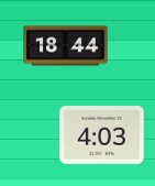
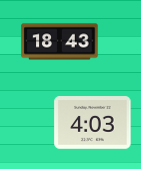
clock at (66, 46): 18:44 -> 18:43
